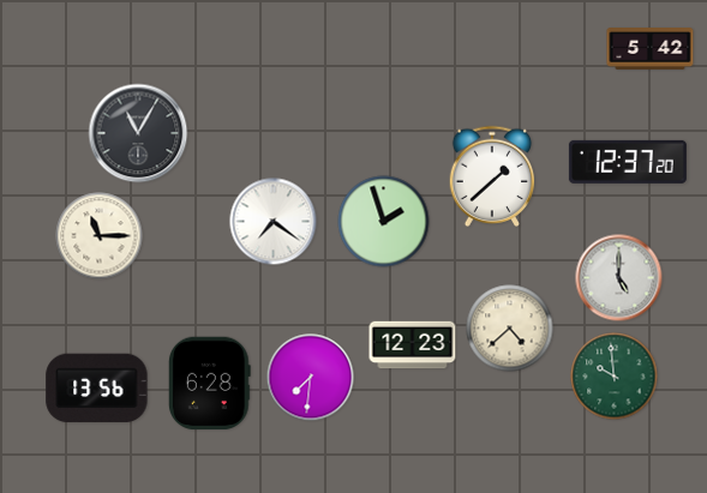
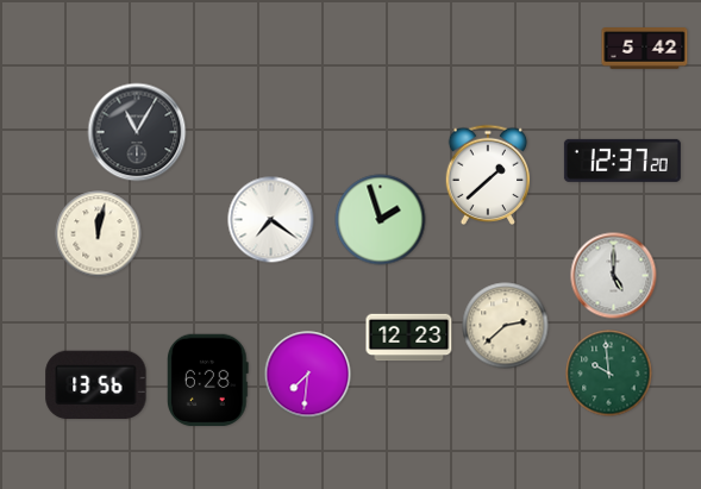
clock at (100, 236): 11:15 -> 12:02
clock at (510, 329): 4:38 -> 2:38
clock at (413, 345) position: (413, 345) -> (409, 338)
